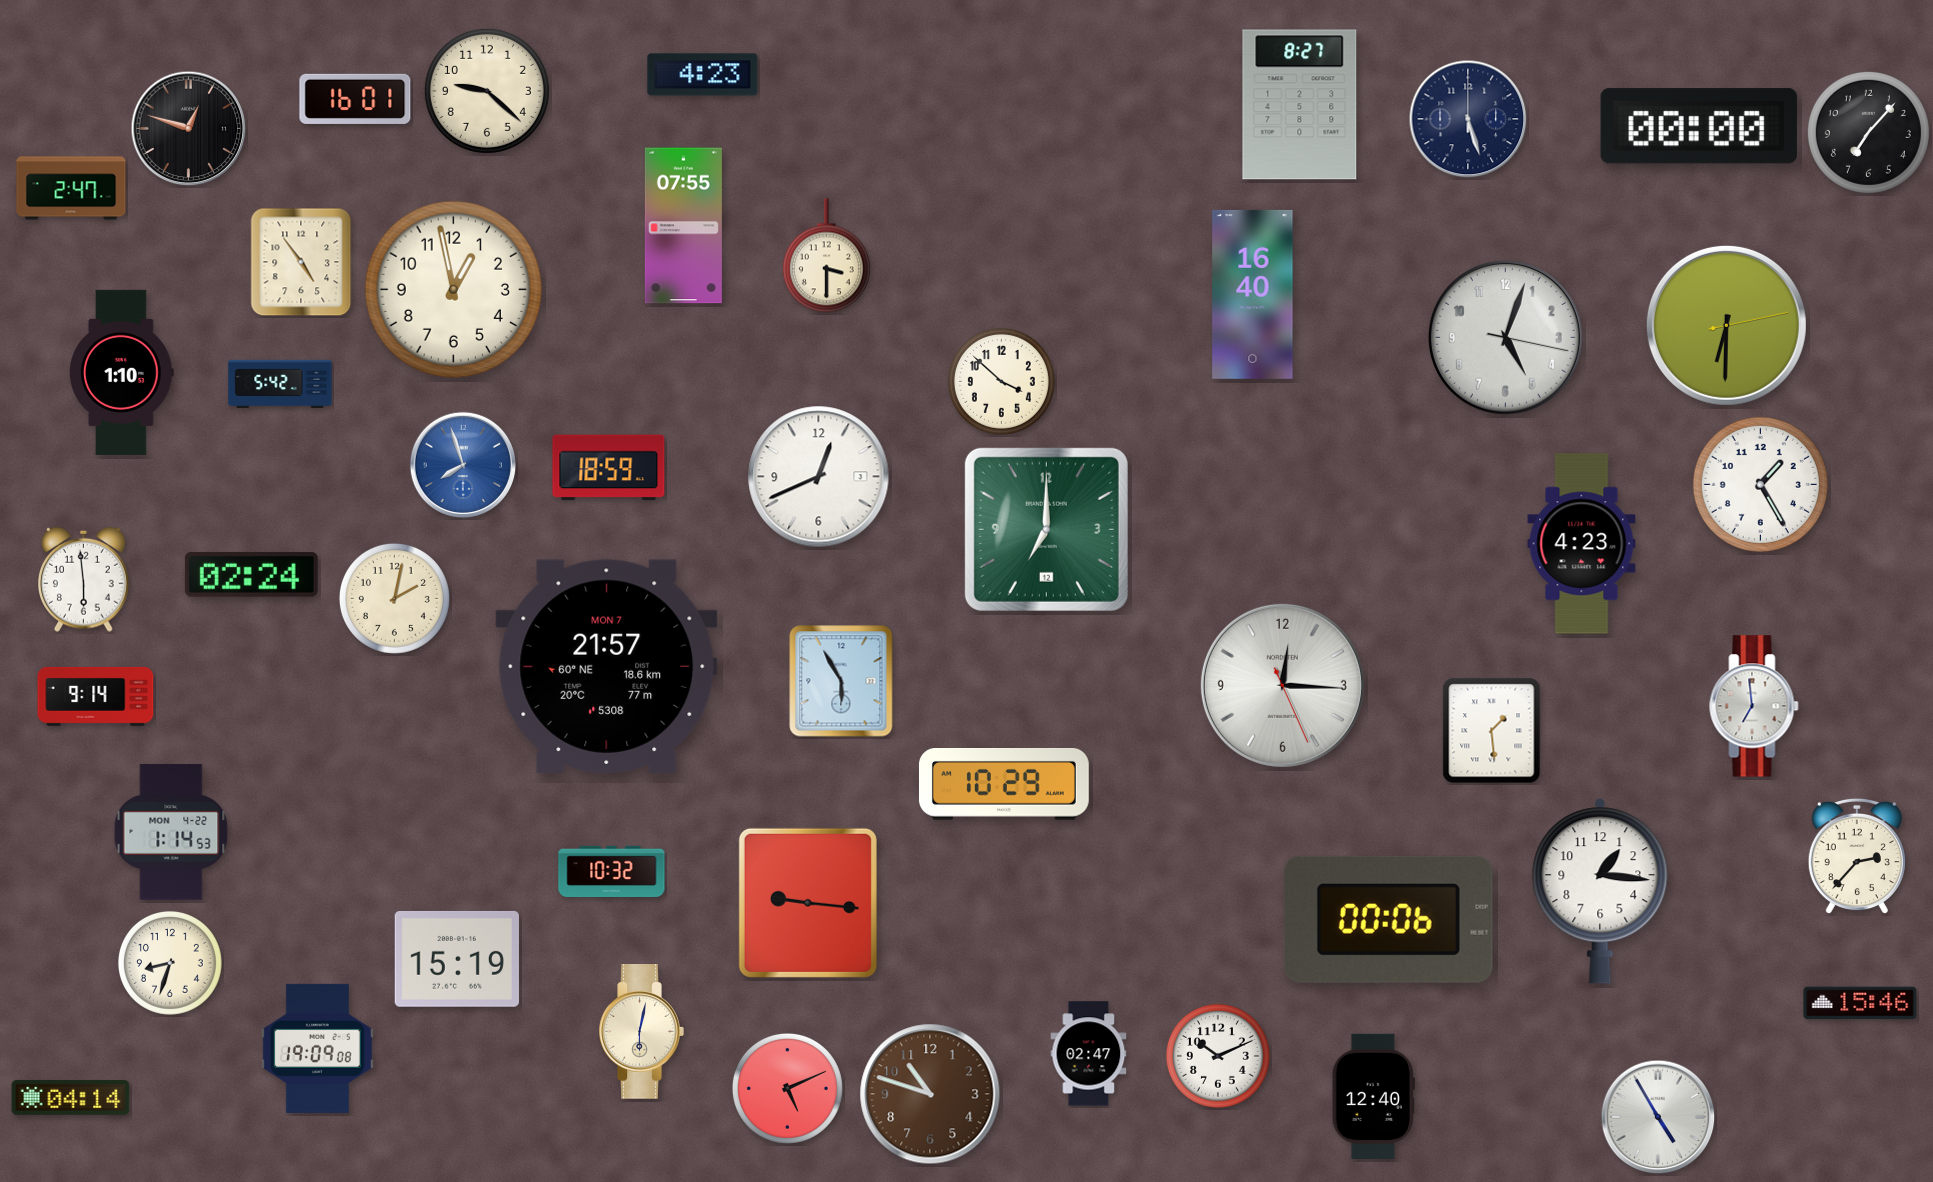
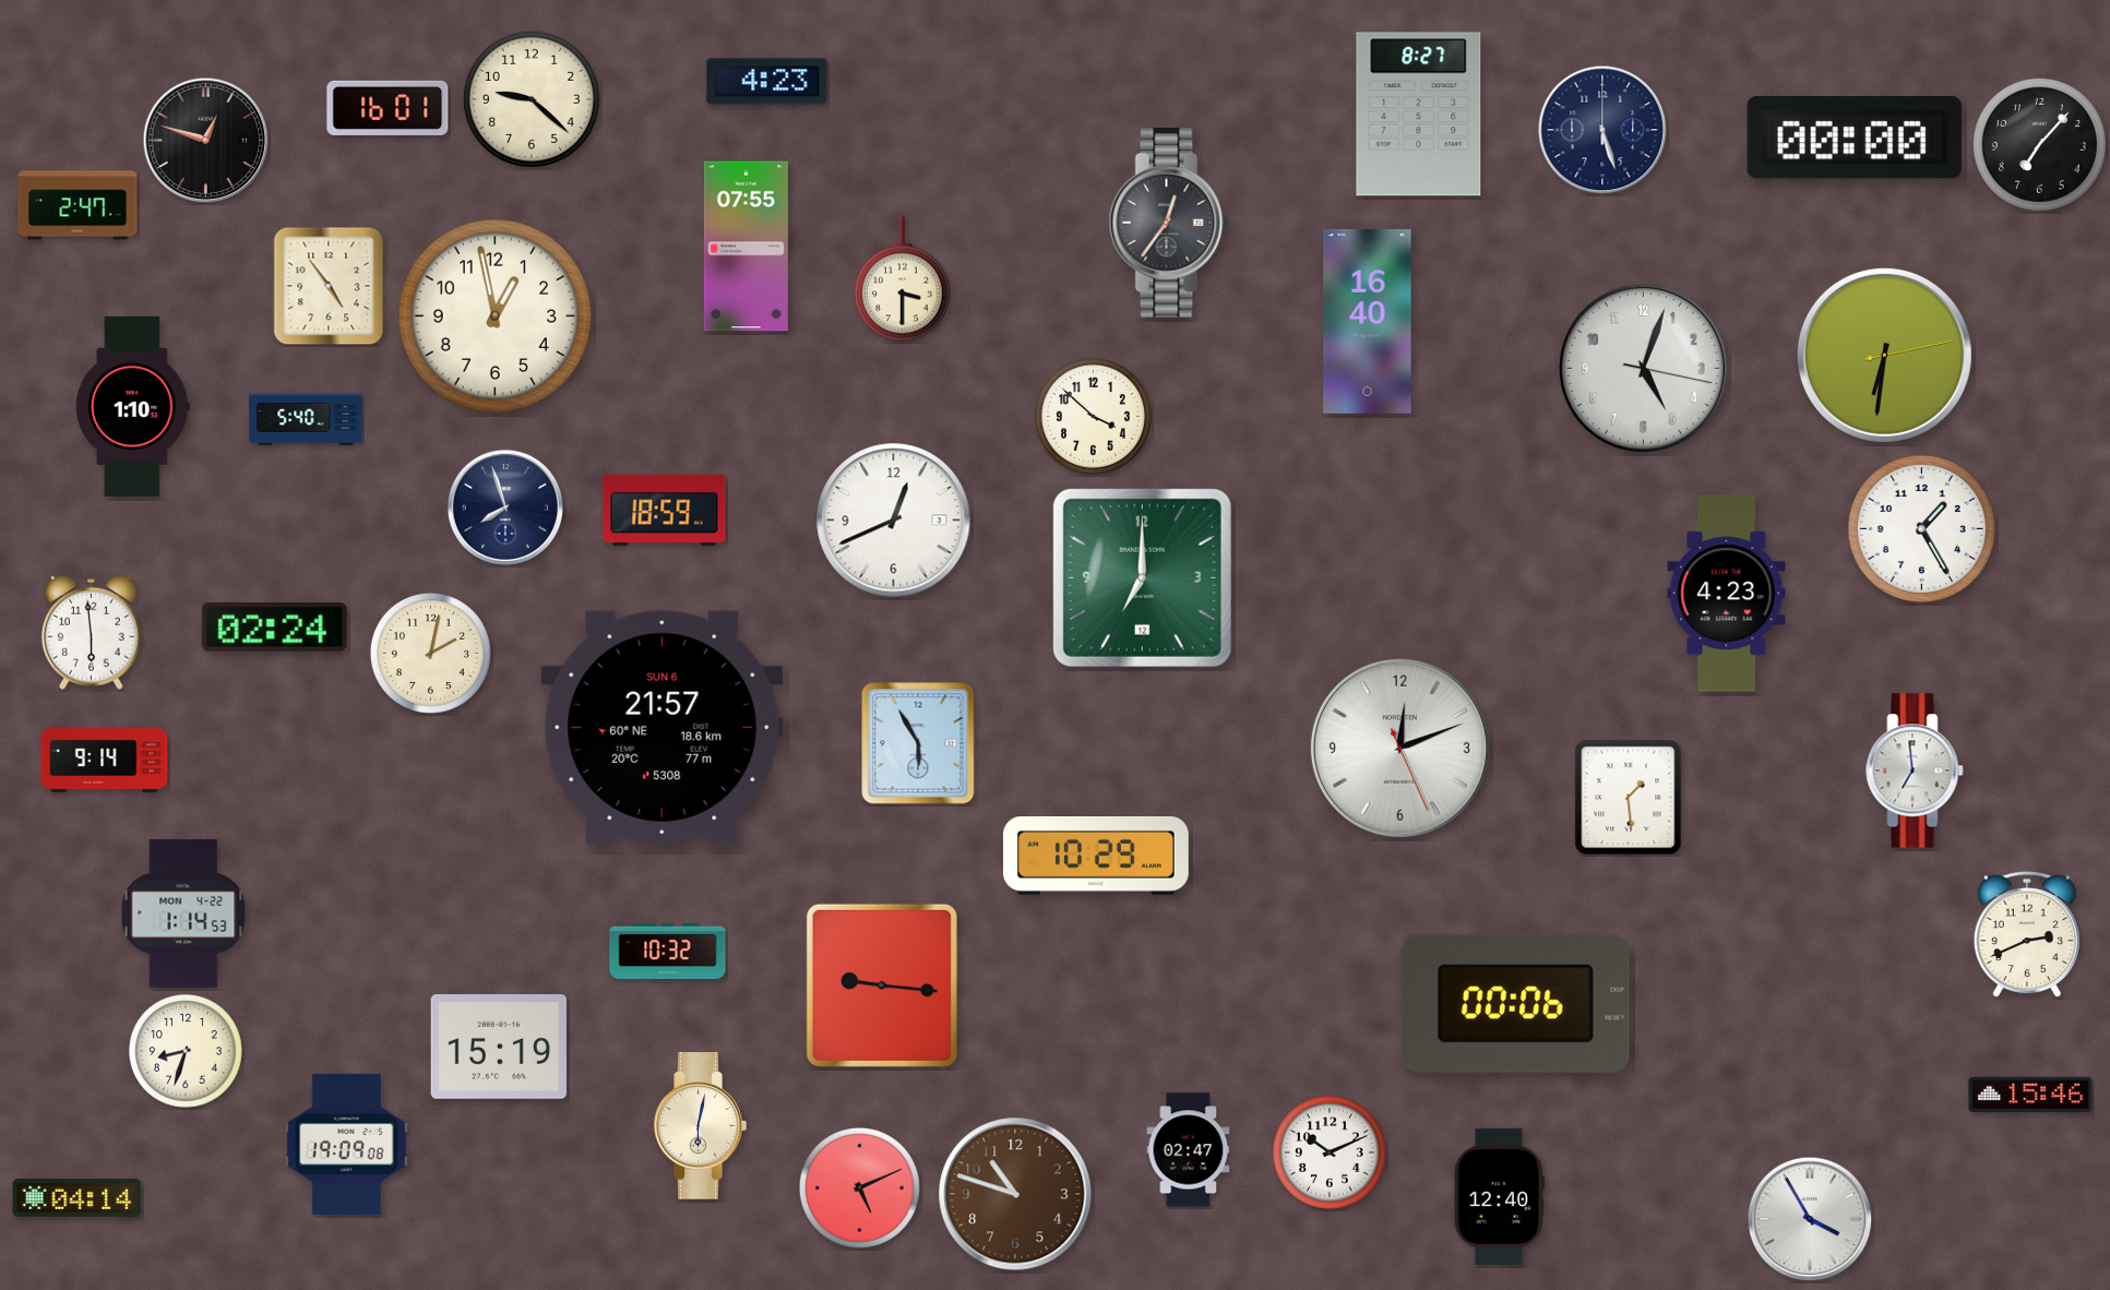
clock at (1169, 223): none -> 12:36
clock at (1726, 325): 6:30 -> 6:31
clock at (280, 383): 5:42 -> 5:40
clock at (462, 464) dial: blue -> navy
clock at (607, 666) date: MON 7 -> SUN 6
clock at (1282, 685): 12:15 -> 12:11
clock at (171, 832) position: (171, 832) -> (183, 913)
clock at (1857, 856): 2:37 -> 2:41
clock at (1600, 891): 1:16 -> none
clock at (1658, 1117): 4:55 -> 3:55
